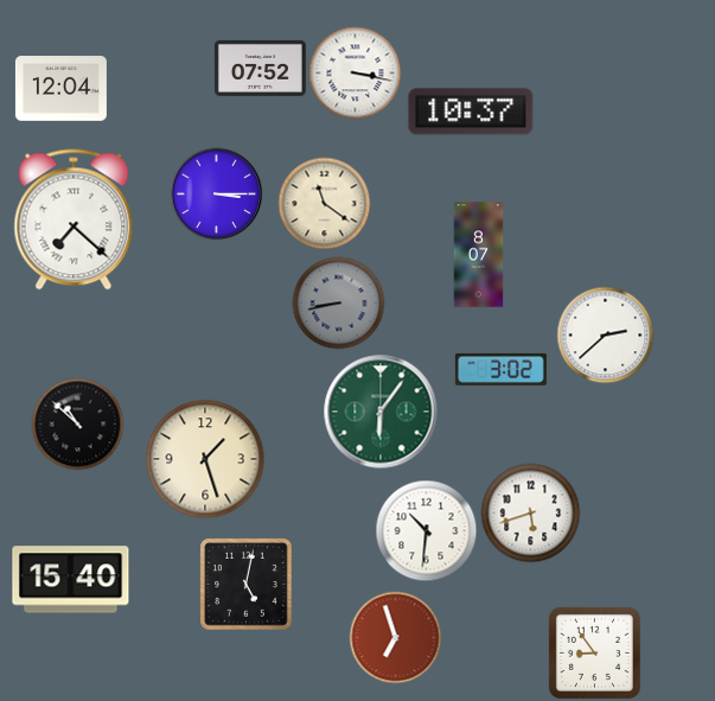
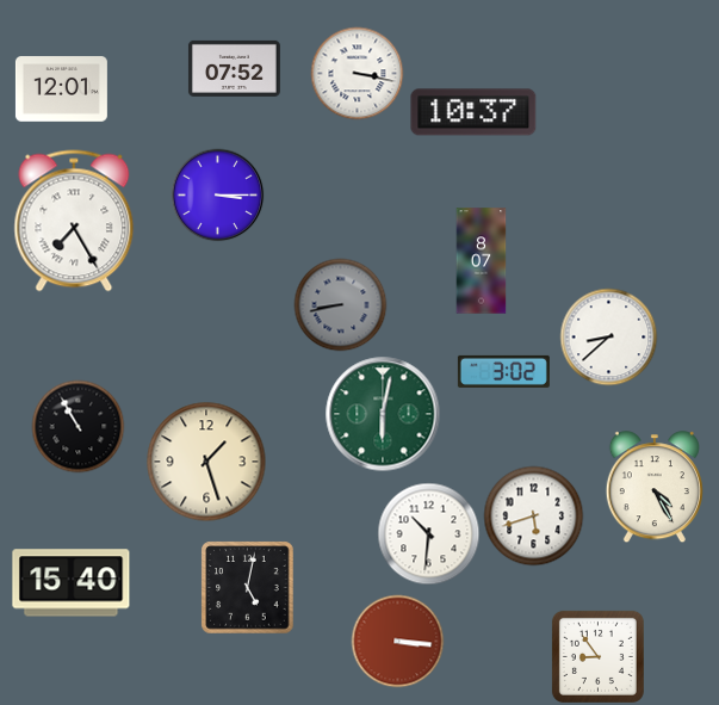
clock at (260, 68) position: (260, 68) -> (234, 68)
clock at (60, 89): 12:04 -> 12:01
clock at (324, 203): 11:21 -> none
clock at (74, 219): 7:22 -> 7:25
clock at (479, 255) position: (479, 255) -> (482, 261)
clock at (605, 334): 2:38 -> 8:38
clock at (381, 412): 6:06 -> 6:02
clock at (77, 423): 10:52 -> 10:55
clock at (655, 487): none -> 4:25
clock at (395, 637): 6:57 -> 3:16
